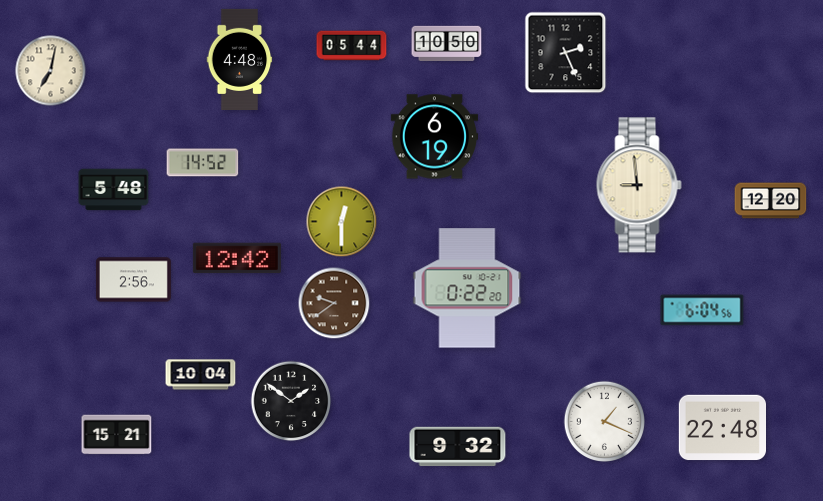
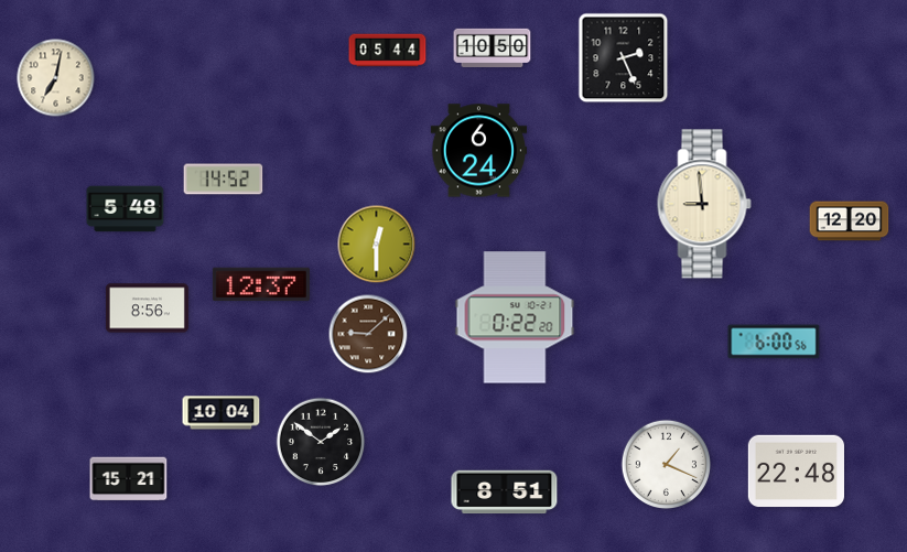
clock at (240, 59): 4:48 -> none
clock at (434, 137): 6:19 -> 6:24
clock at (237, 258): 12:42 -> 12:37
clock at (133, 280): 2:56 -> 8:56
clock at (334, 303): 9:39 -> 9:08
clock at (702, 310): 6:04 -> 6:00
clock at (458, 447): 9:32 -> 8:51
